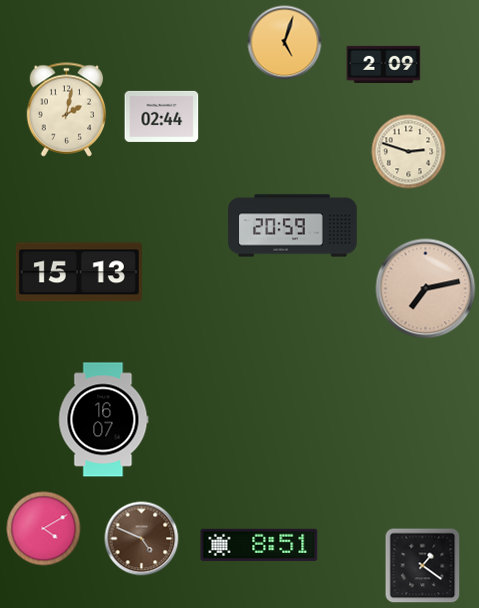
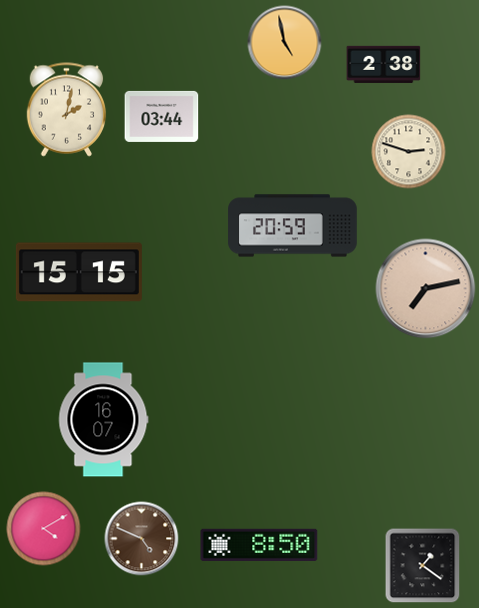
clock at (285, 43): 5:03 -> 4:58
clock at (384, 64): 2:09 -> 2:38
clock at (162, 116): 02:44 -> 03:44
clock at (79, 272): 15:13 -> 15:15
clock at (259, 545): 8:51 -> 8:50
